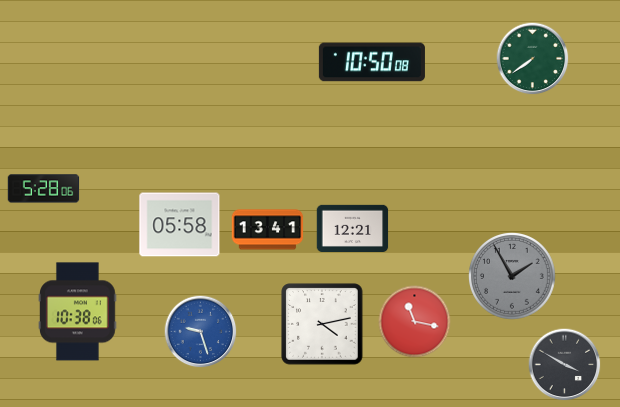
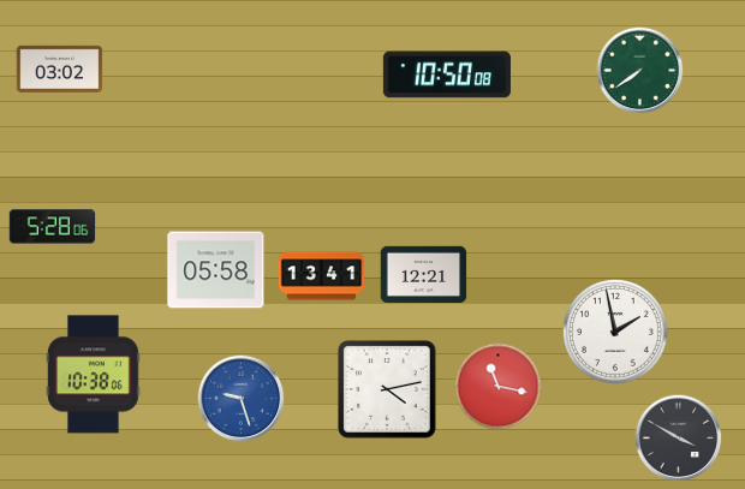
clock at (60, 68): none -> 03:02
clock at (513, 277): 1:55 -> 1:58
clock at (513, 277) dial: grey -> white
